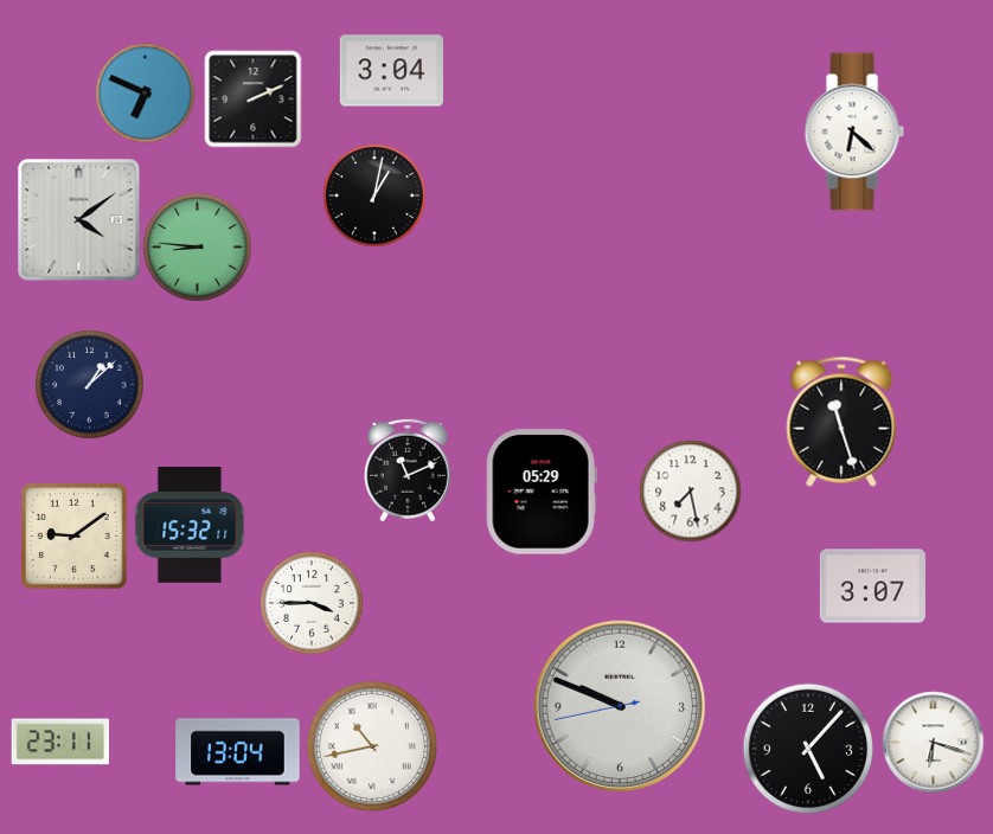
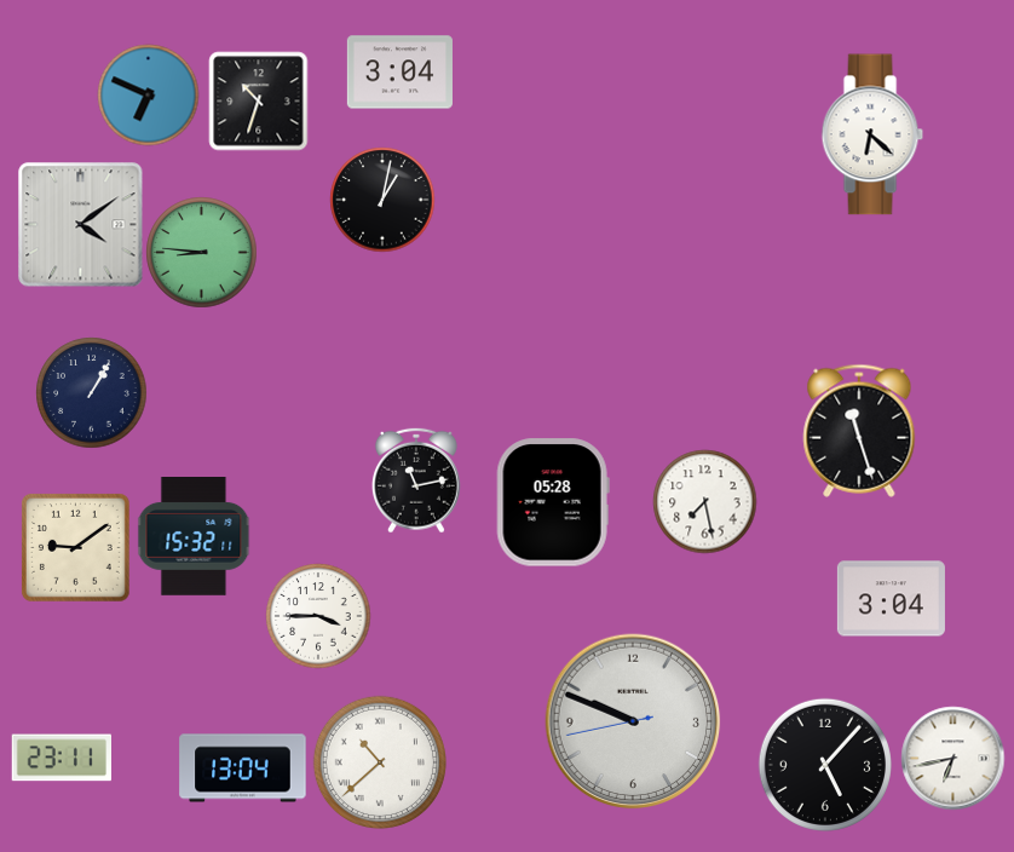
clock at (252, 98): 2:11 -> 10:33
clock at (89, 384): 1:08 -> 1:05
clock at (409, 470): 11:11 -> 11:13
clock at (542, 492): 05:29 -> 05:28
clock at (872, 586): 3:07 -> 3:04
clock at (933, 742): 6:18 -> 6:43
clock at (372, 746): 10:43 -> 10:38
